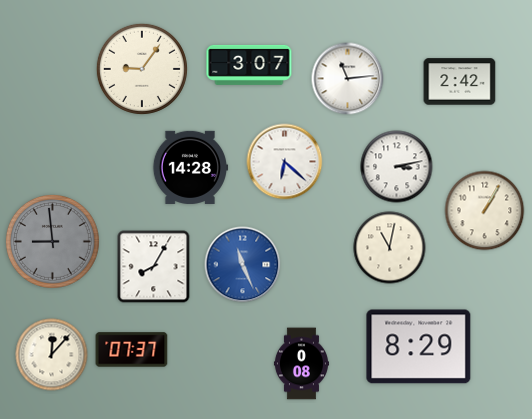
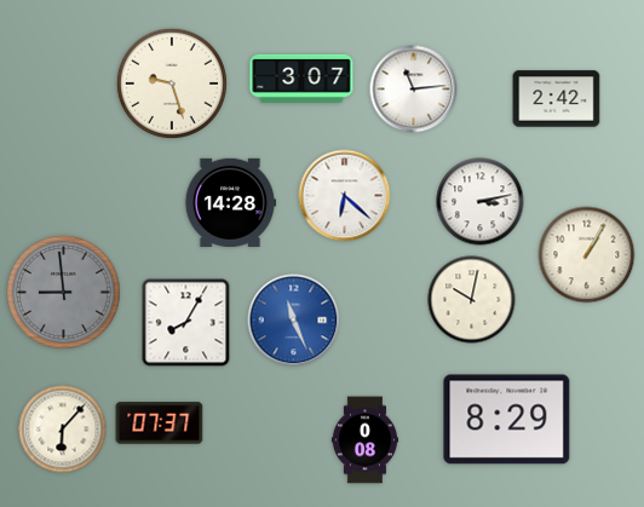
clock at (142, 69): 9:06 -> 9:27
clock at (348, 79) position: (348, 79) -> (414, 90)
clock at (390, 248): 11:02 -> 10:02
clock at (52, 355): 12:07 -> 6:07
